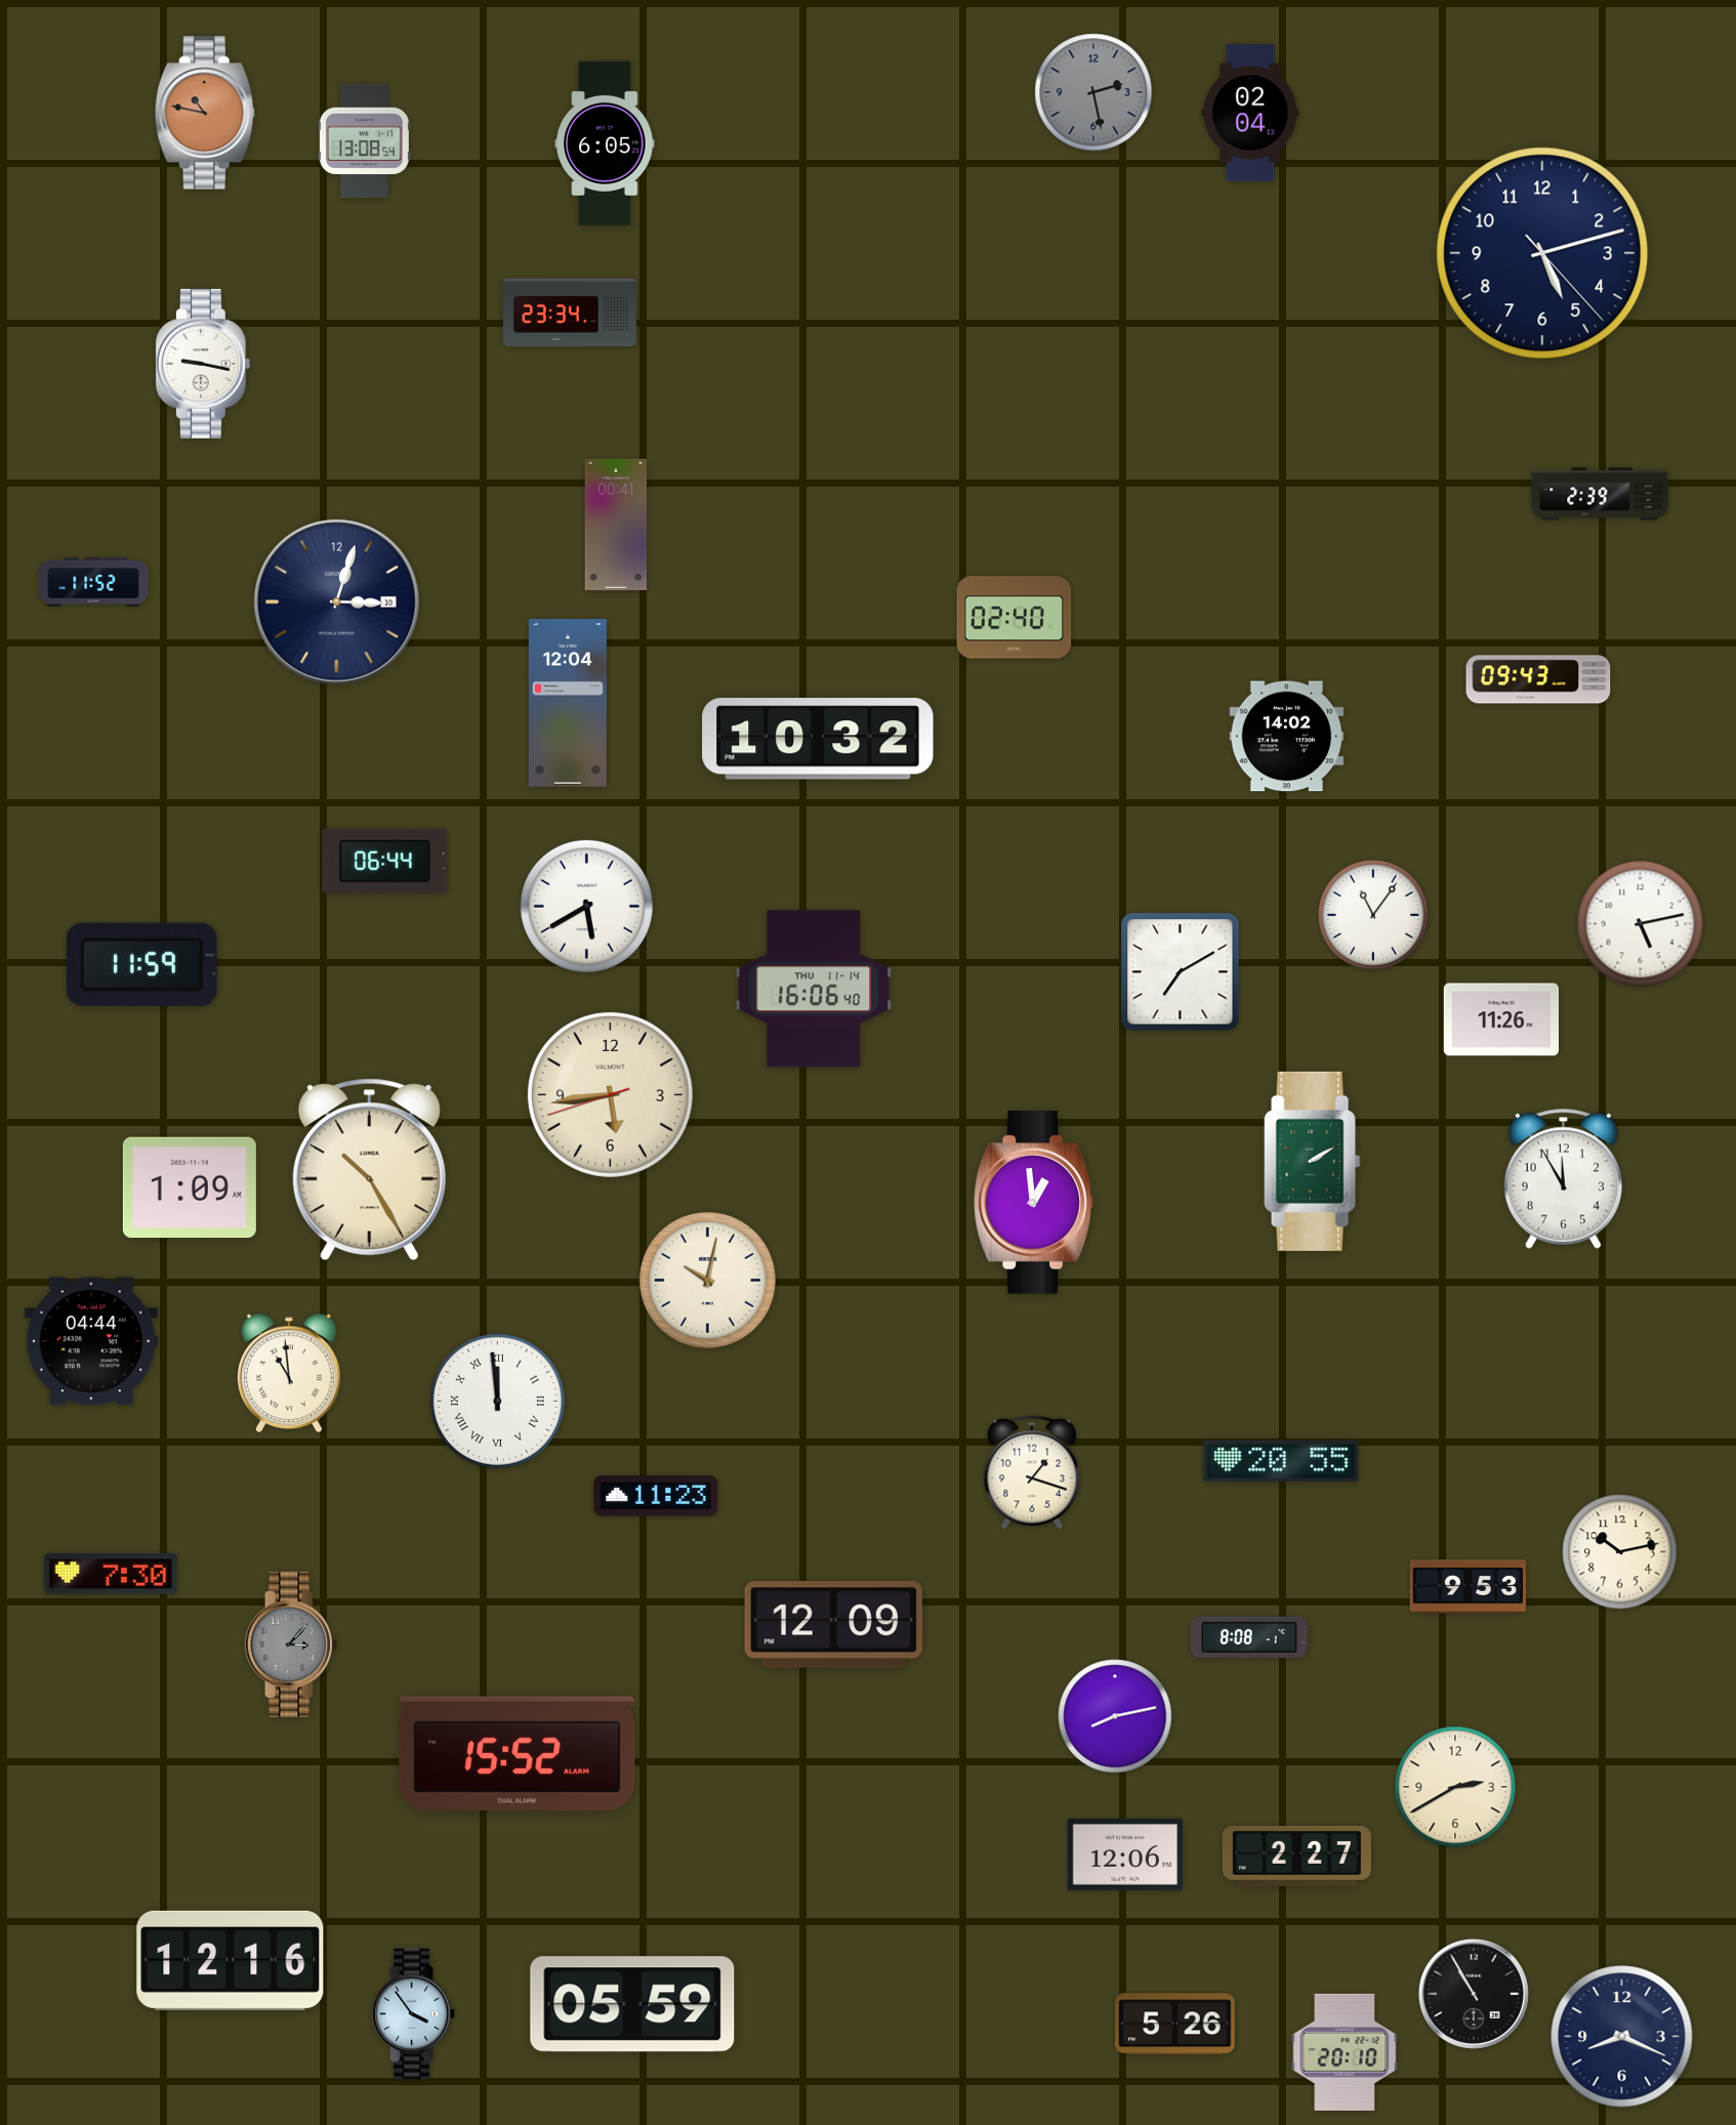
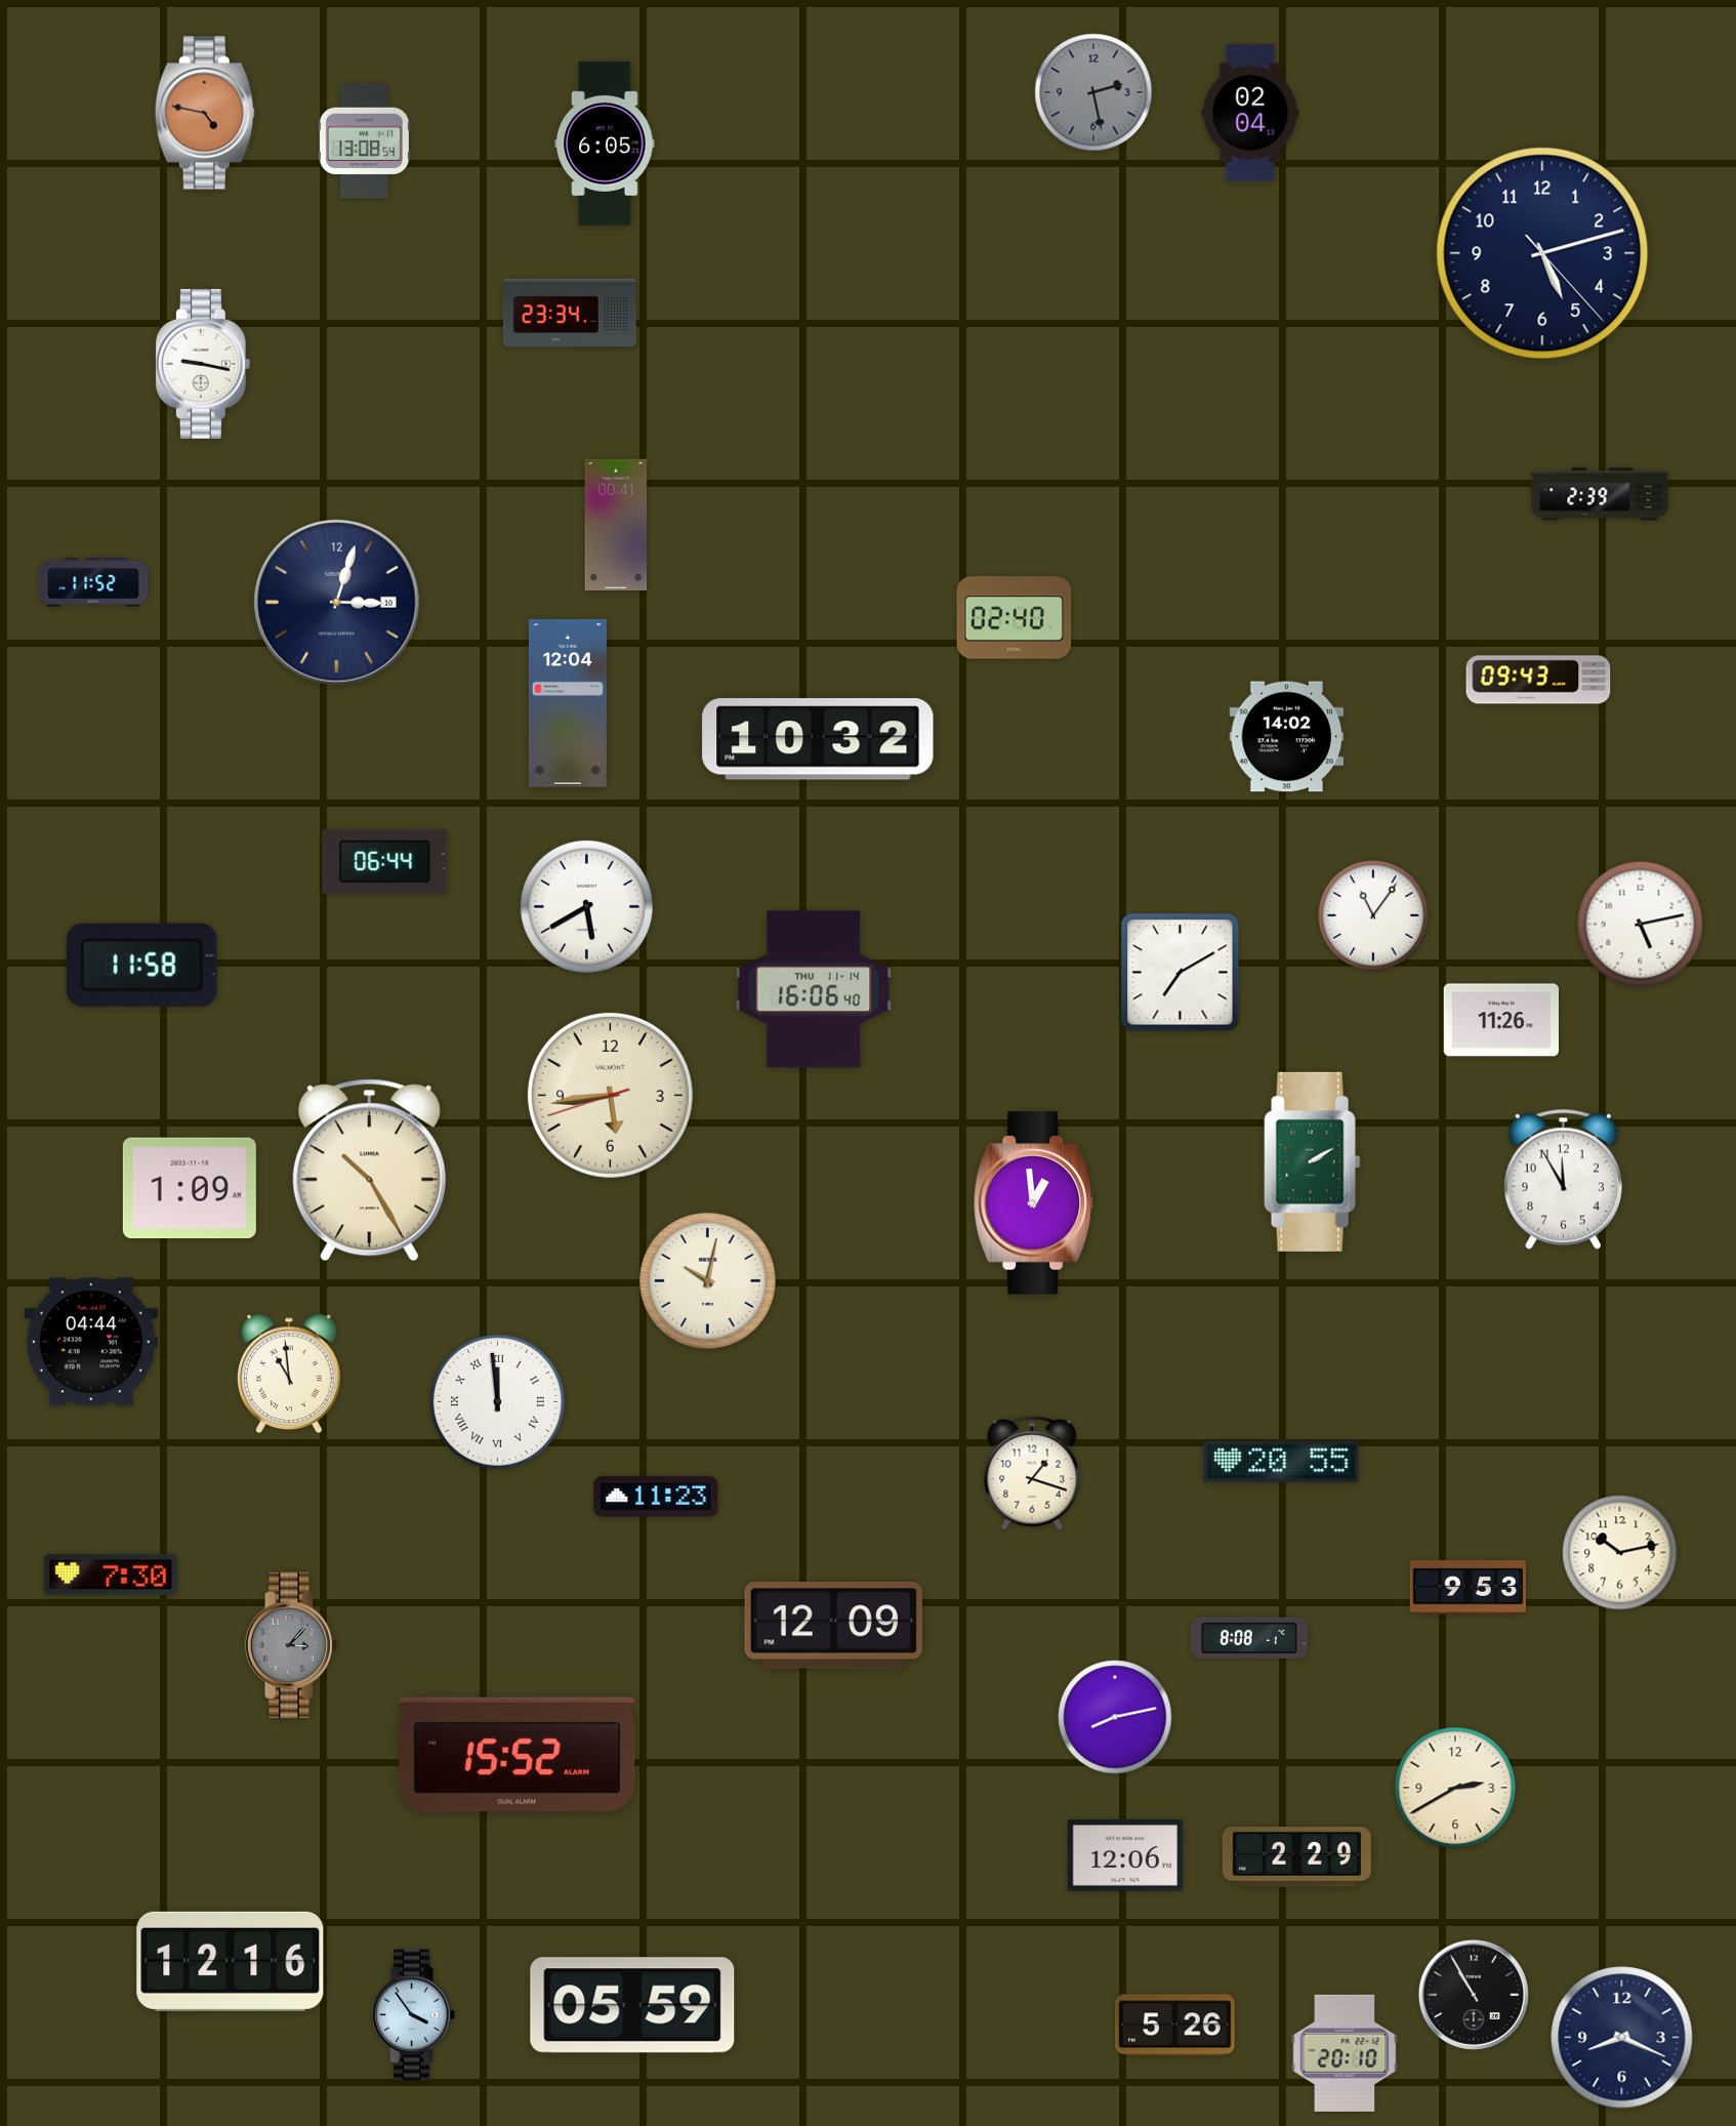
clock at (205, 113): 10:47 -> 4:47
clock at (141, 964): 11:59 -> 11:58
clock at (1296, 1857): 2:27 -> 2:29
